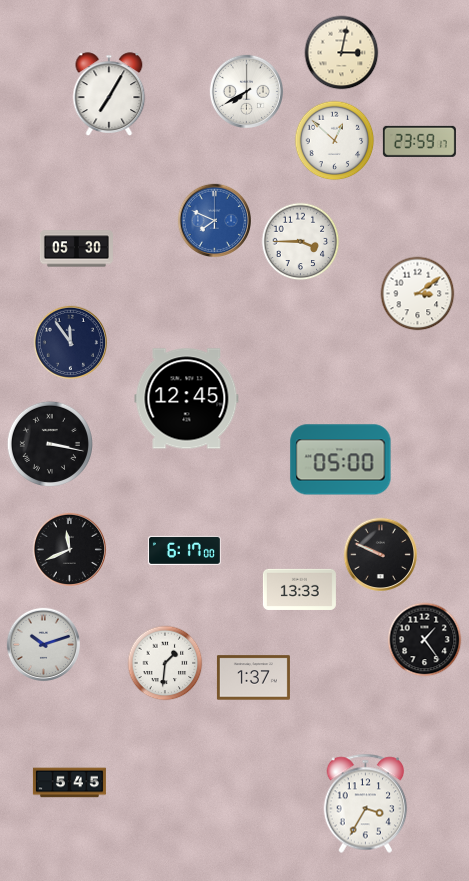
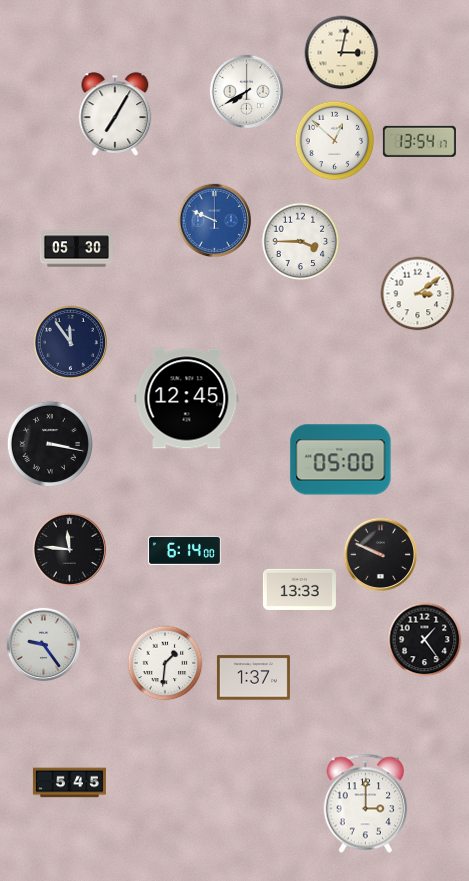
clock at (109, 94) position: (109, 94) -> (115, 114)
clock at (419, 141): 23:59 -> 13:54
clock at (214, 220): 7:49 -> 9:49
clock at (69, 549): 11:41 -> 11:46
clock at (184, 550): 6:17 -> 6:14
clock at (43, 644): 10:12 -> 9:24
clock at (366, 804): 3:35 -> 3:00
